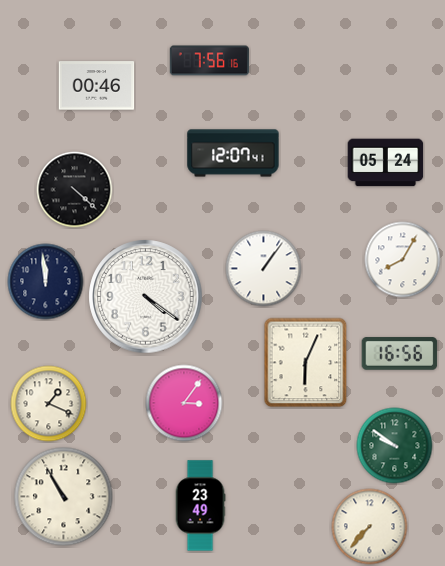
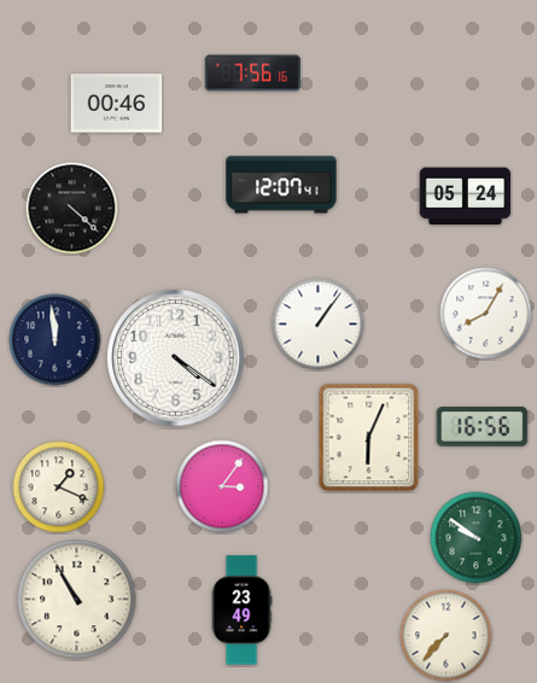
clock at (75, 190) position: (75, 190) -> (72, 209)
